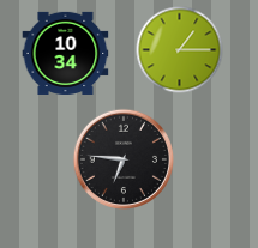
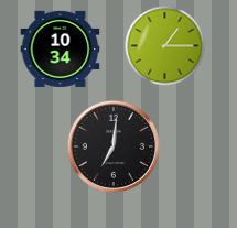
clock at (122, 158): 6:46 -> 7:01
